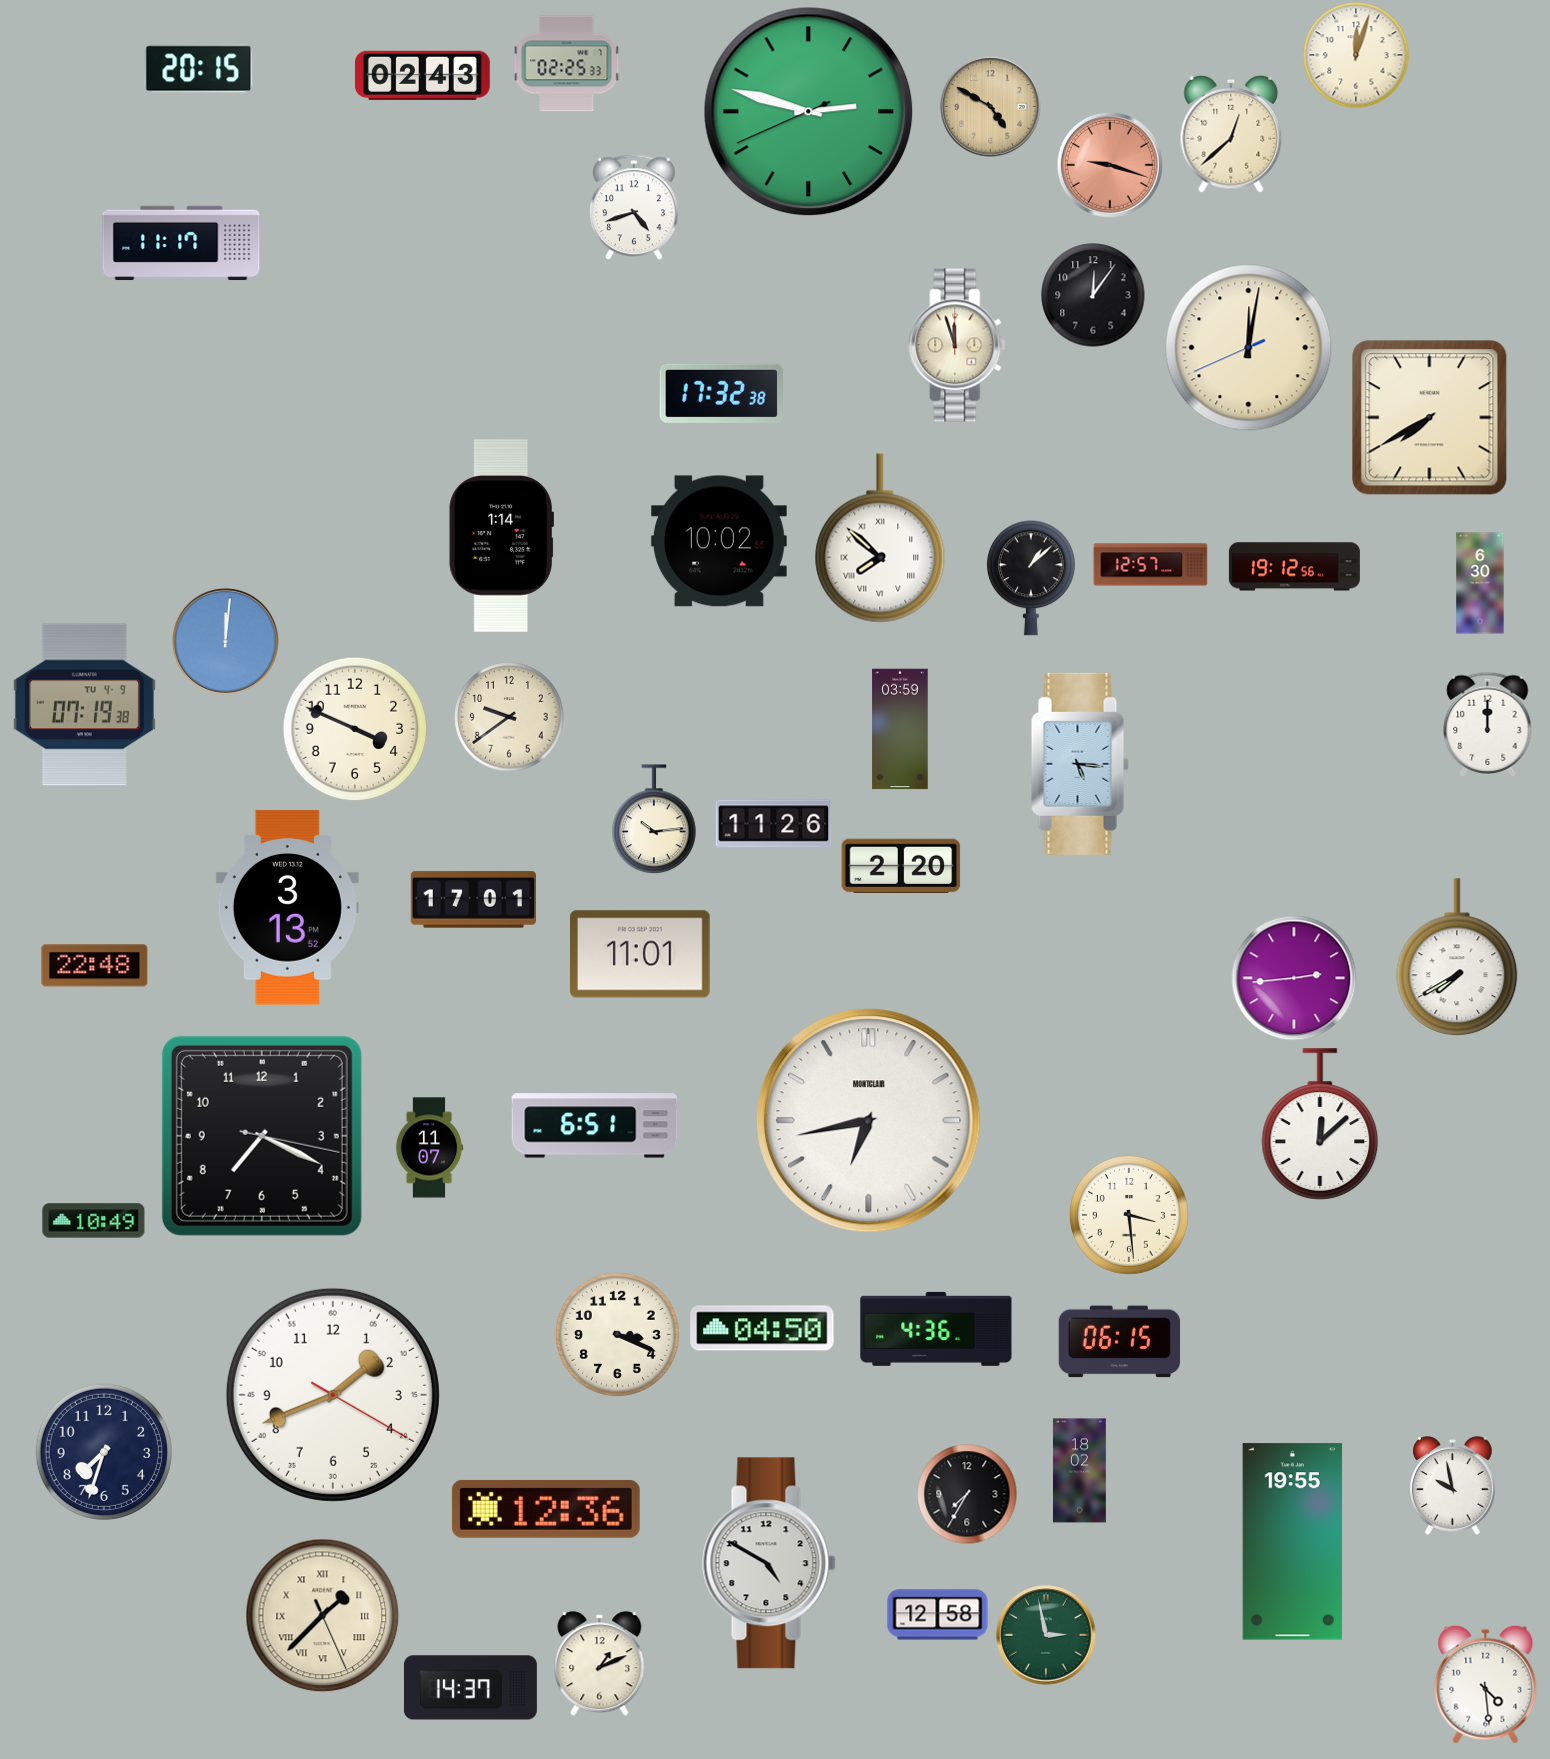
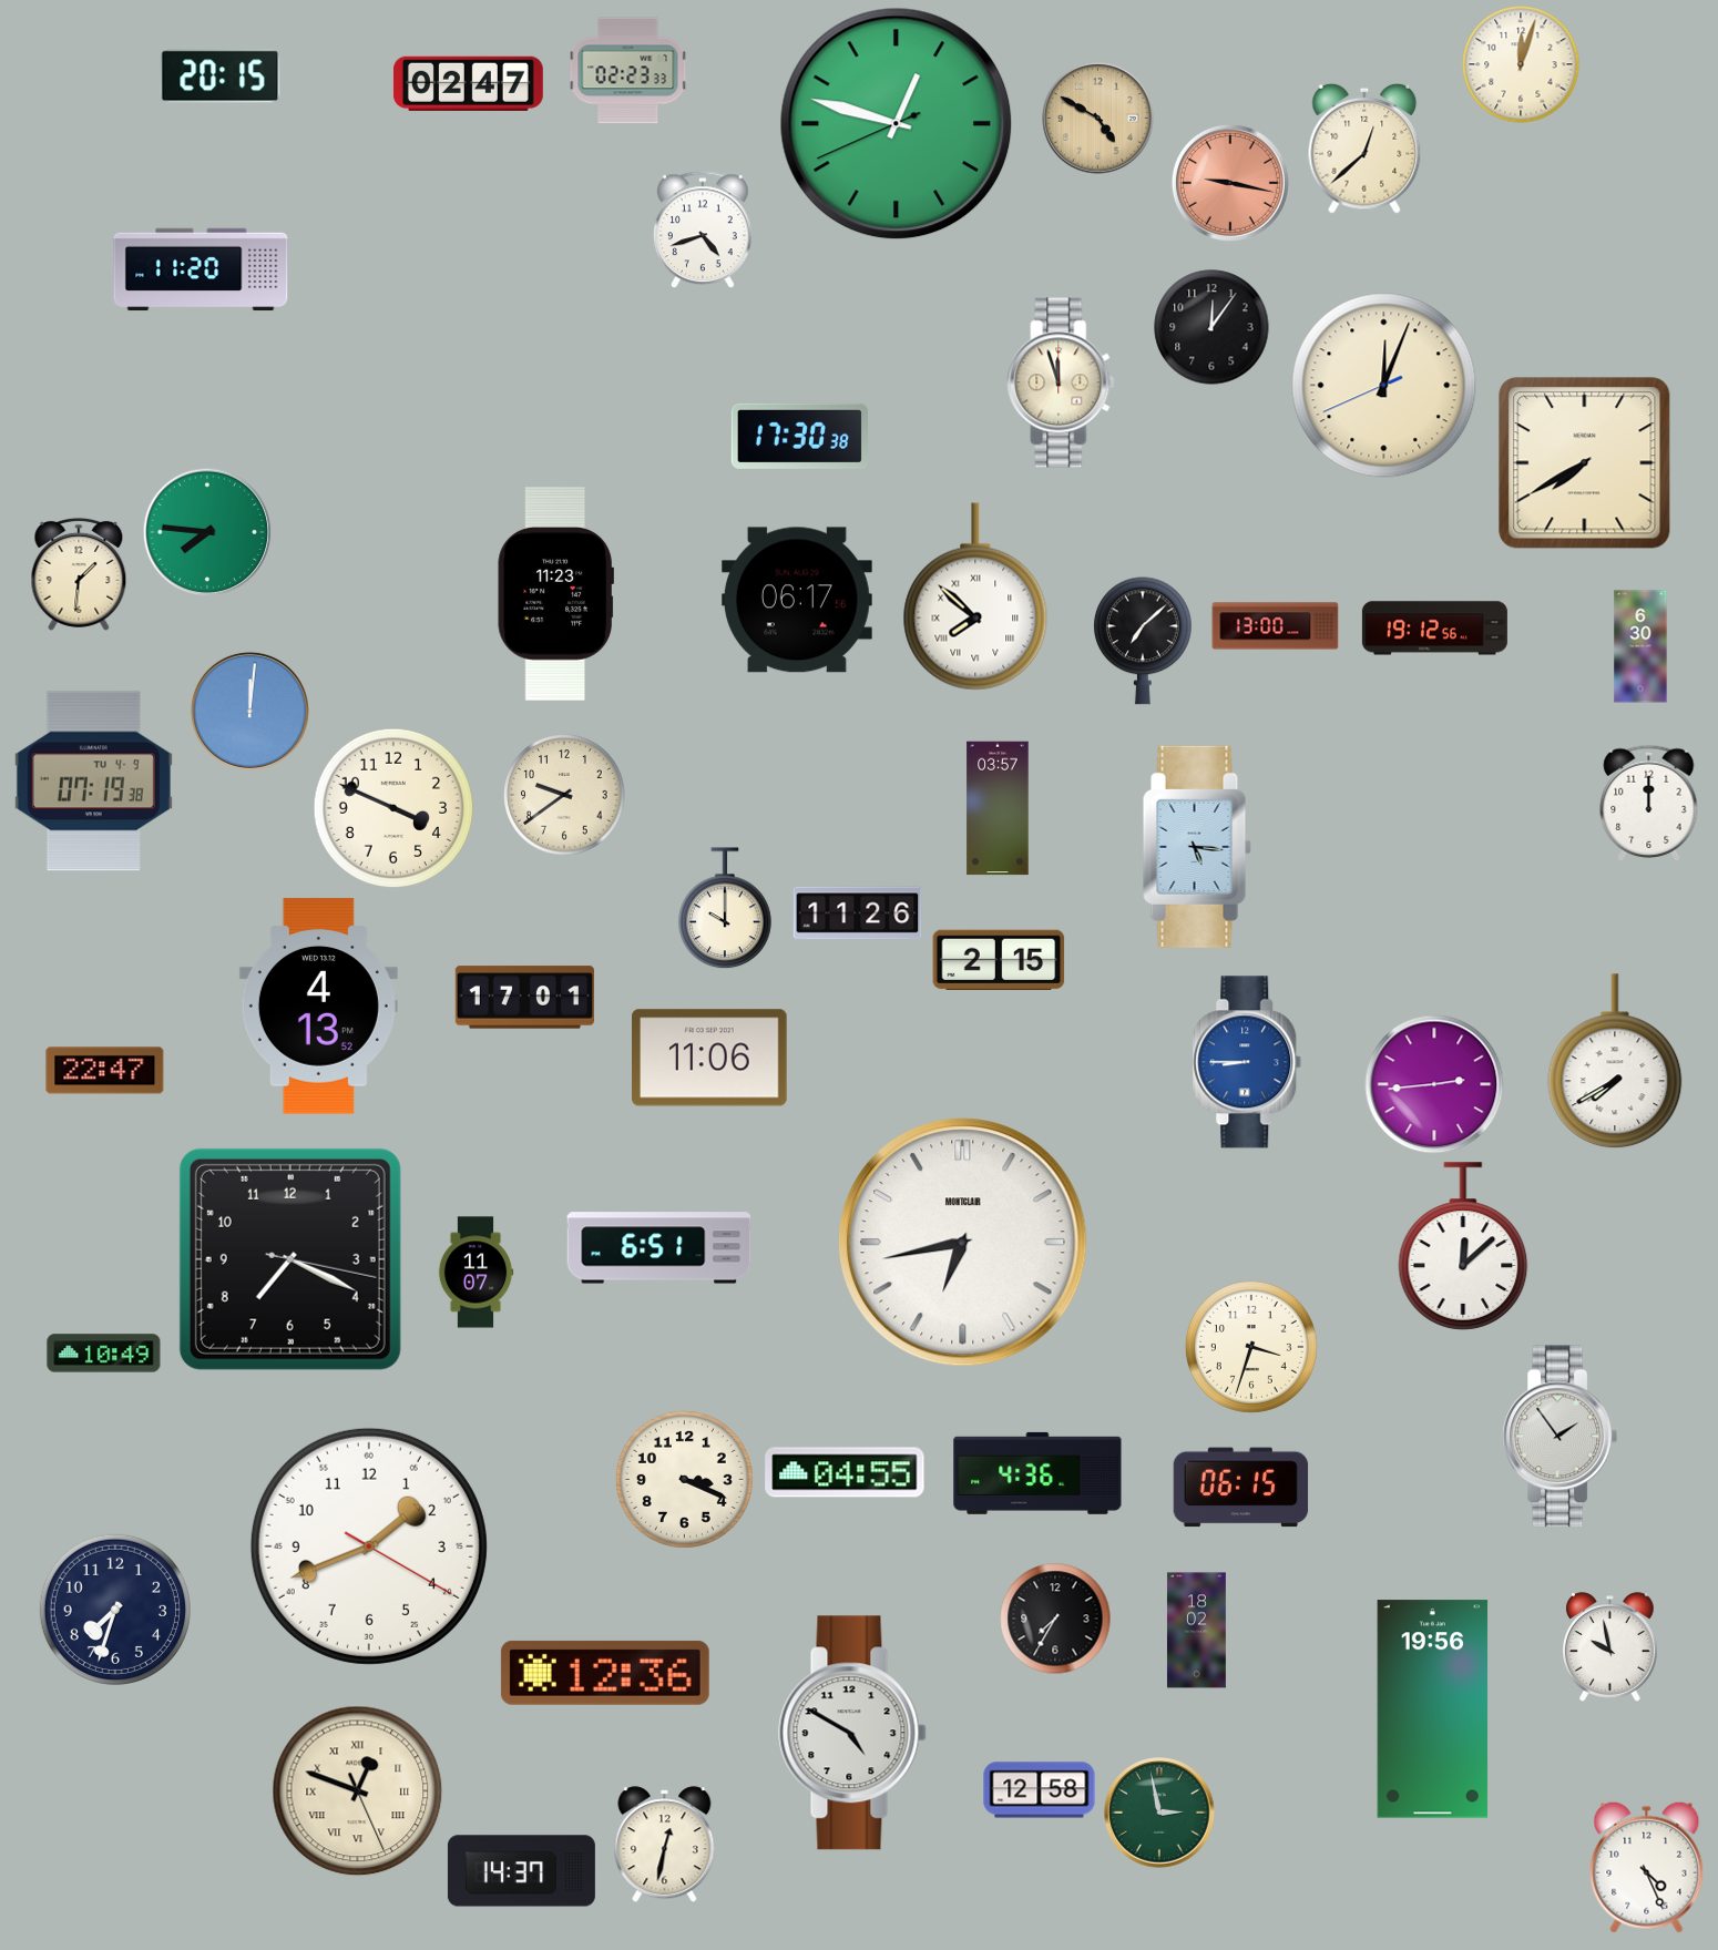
clock at (1356, 55) position: (1356, 55) -> (1521, 64)
clock at (567, 64): 02:25 -> 02:23
clock at (422, 75): 02:43 -> 02:47
clock at (809, 112): 2:47 -> 12:47
clock at (1110, 165): 9:18 -> 9:17
clock at (181, 243): 11:17 -> 11:20
clock at (1249, 348): 12:01 -> 12:03
clock at (721, 393): 17:32 -> 17:30
clock at (207, 532): none -> 7:46
clock at (79, 574): none -> 1:31
clock at (501, 536): 1:14 -> 11:23
clock at (719, 541): 10:02 -> 06:17
clock at (1151, 565): 12:57 -> 13:00
clock at (1031, 578): 1:08 -> 7:08
clock at (900, 729): 03:59 -> 03:57
clock at (654, 819): 10:14 -> 10:00
clock at (901, 865): 2:20 -> 2:15
clock at (287, 908): 3:13 -> 4:13
clock at (641, 954): 11:01 -> 11:06
clock at (1247, 1062): none -> 8:45
clock at (95, 966): 22:48 -> 22:47
clock at (1129, 1215): 3:29 -> 3:33
clock at (1560, 1437): none -> 1:54
clock at (762, 1328): 04:50 -> 04:55
clock at (967, 1494) position: (967, 1494) -> (1055, 1619)
clock at (1293, 1542): 19:55 -> 19:56
clock at (323, 1616): 1:37 -> 12:48
clock at (600, 1664): 1:11 -> 12:32
clock at (1486, 1684): 4:29 -> 4:26
